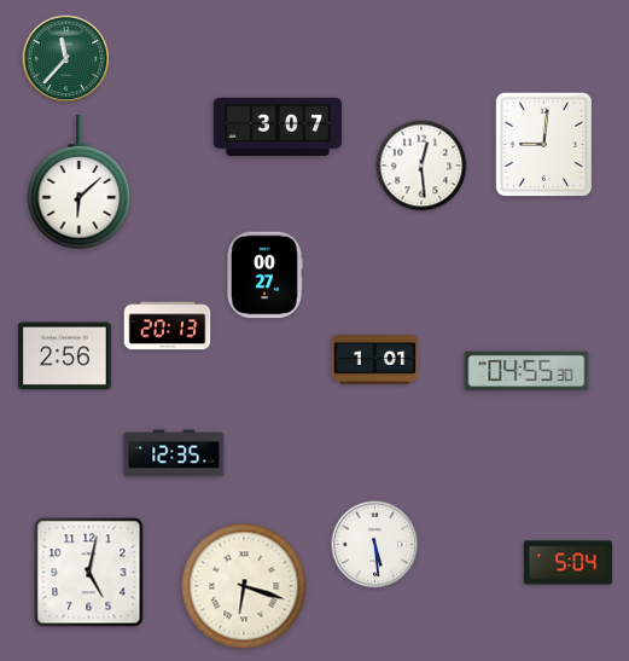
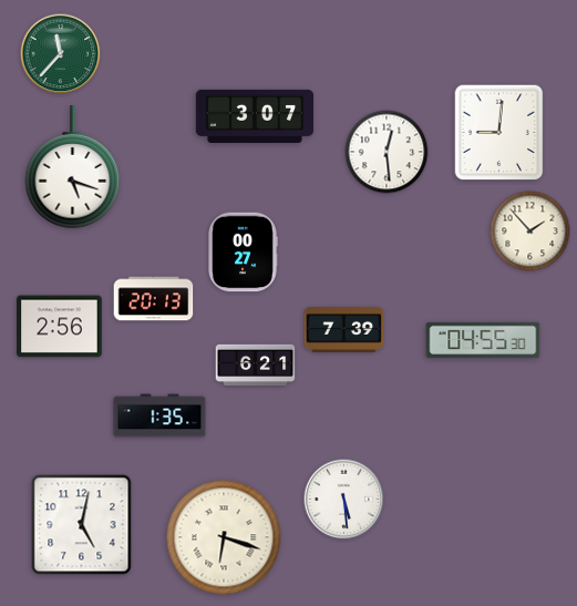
clock at (80, 182): 6:08 -> 5:18
clock at (530, 232): none -> 1:53
clock at (375, 360): 1:01 -> 7:39
clock at (256, 364): none -> 6:21
clock at (174, 453): 12:35 -> 1:35
clock at (567, 563): 5:04 -> none
